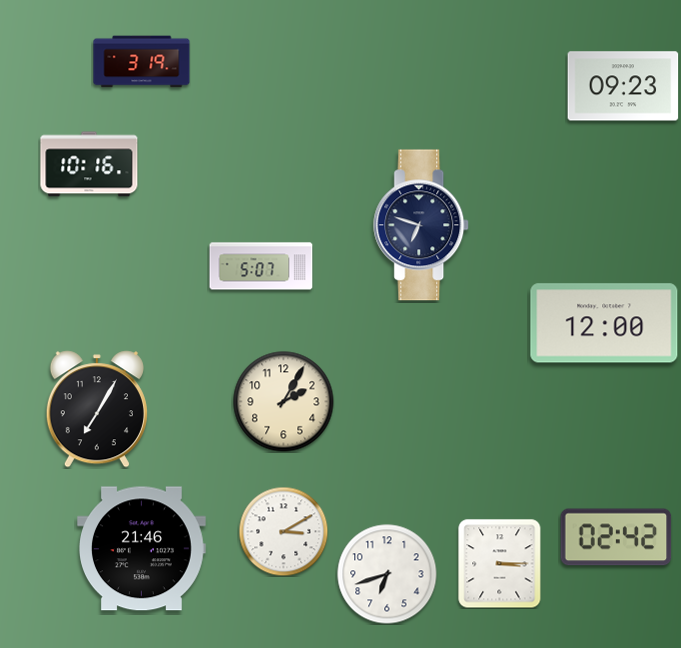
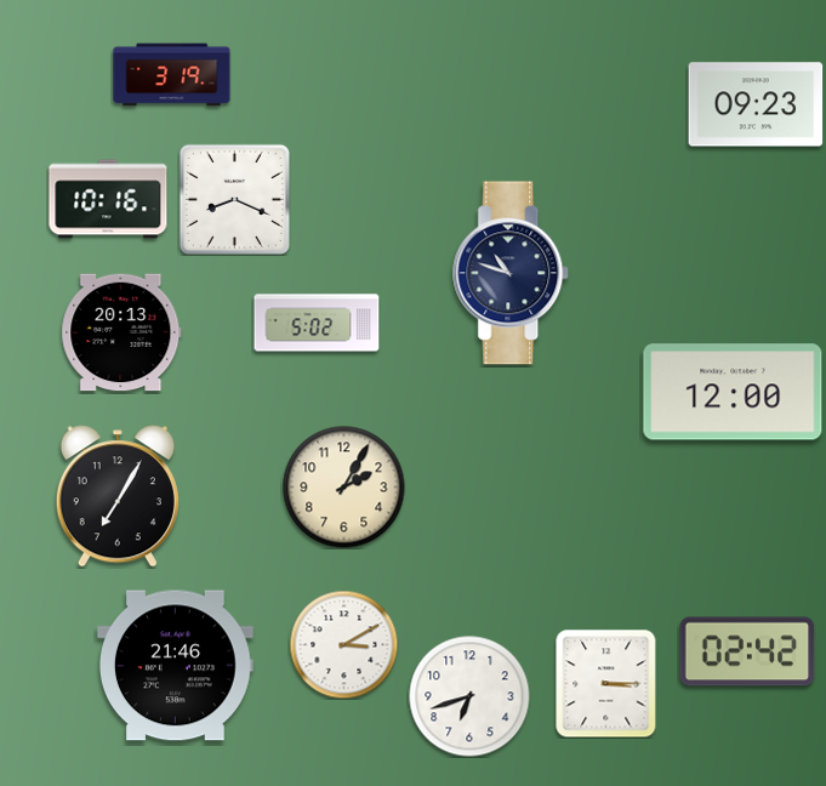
clock at (234, 199): none -> 8:19
clock at (422, 225): 6:48 -> 10:48
clock at (261, 266): 5:07 -> 5:02
clock at (121, 332): none -> 20:13
clock at (141, 549) position: (141, 549) -> (175, 666)
